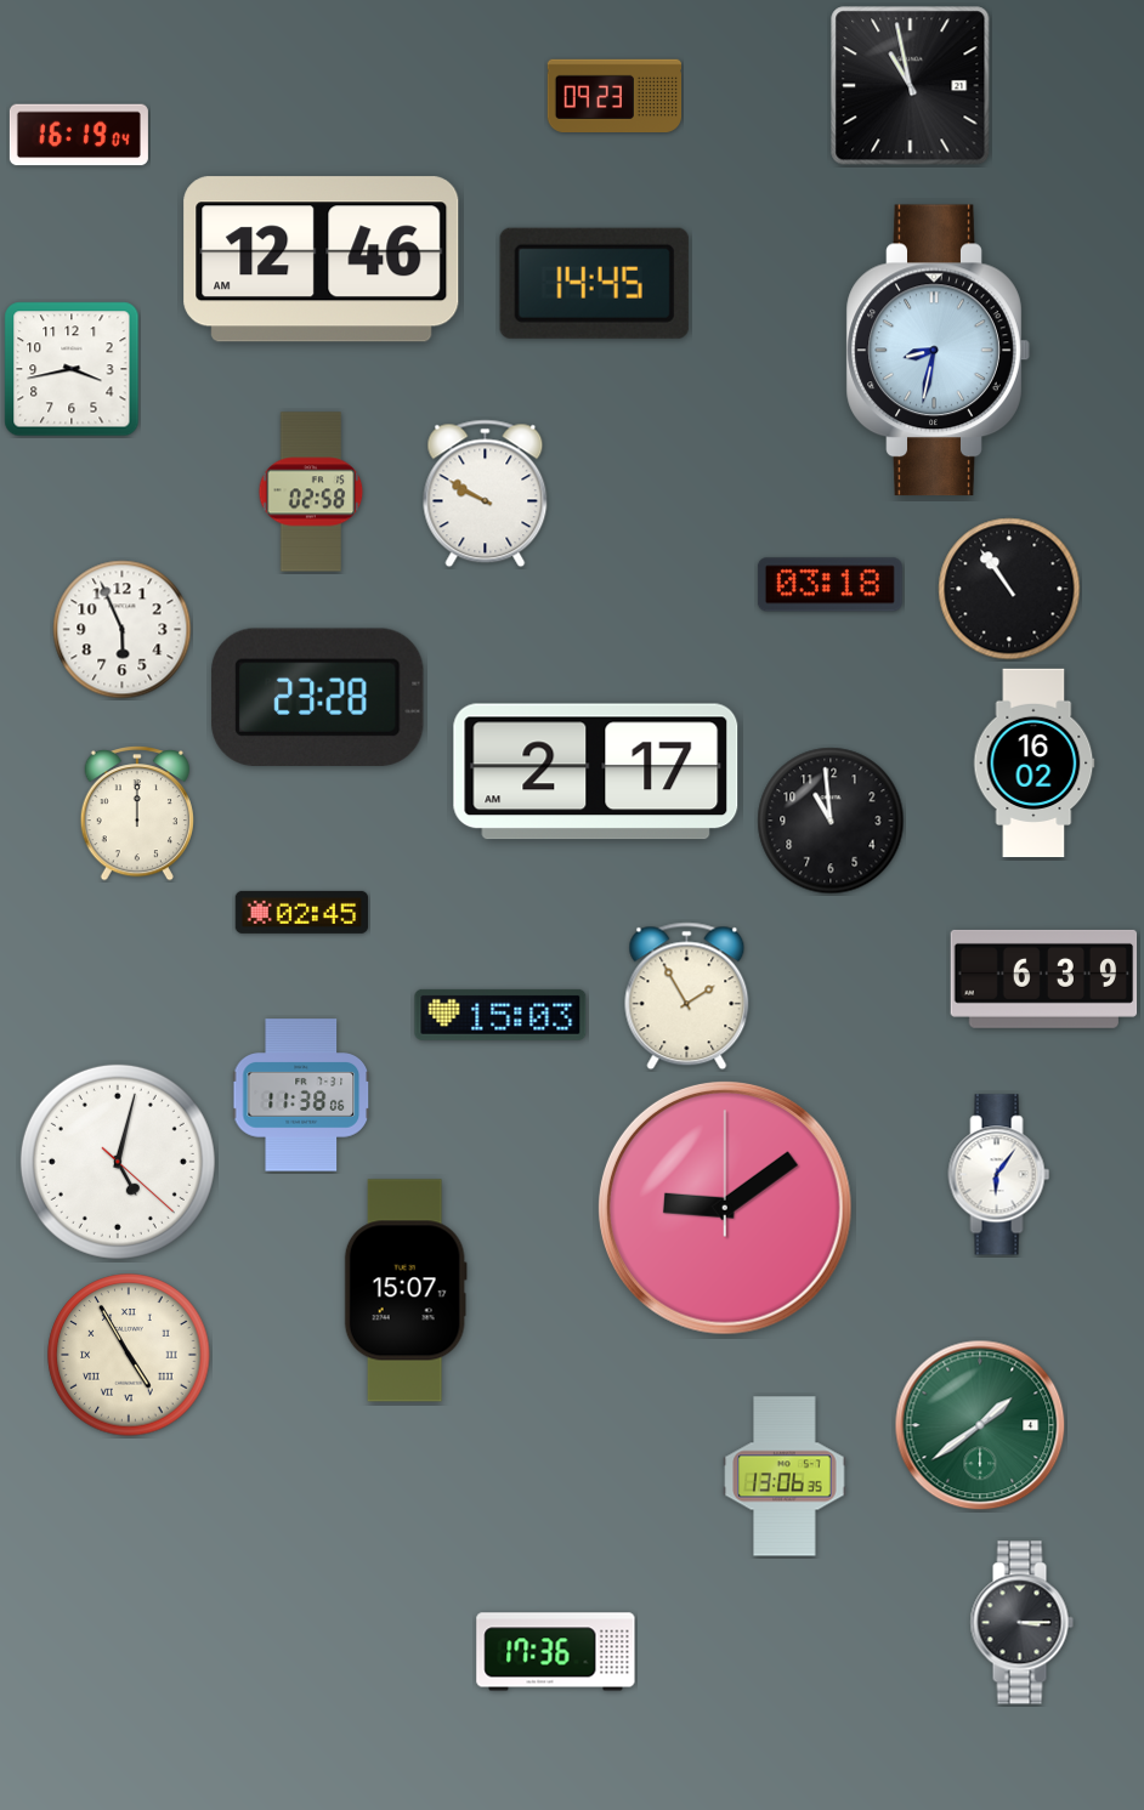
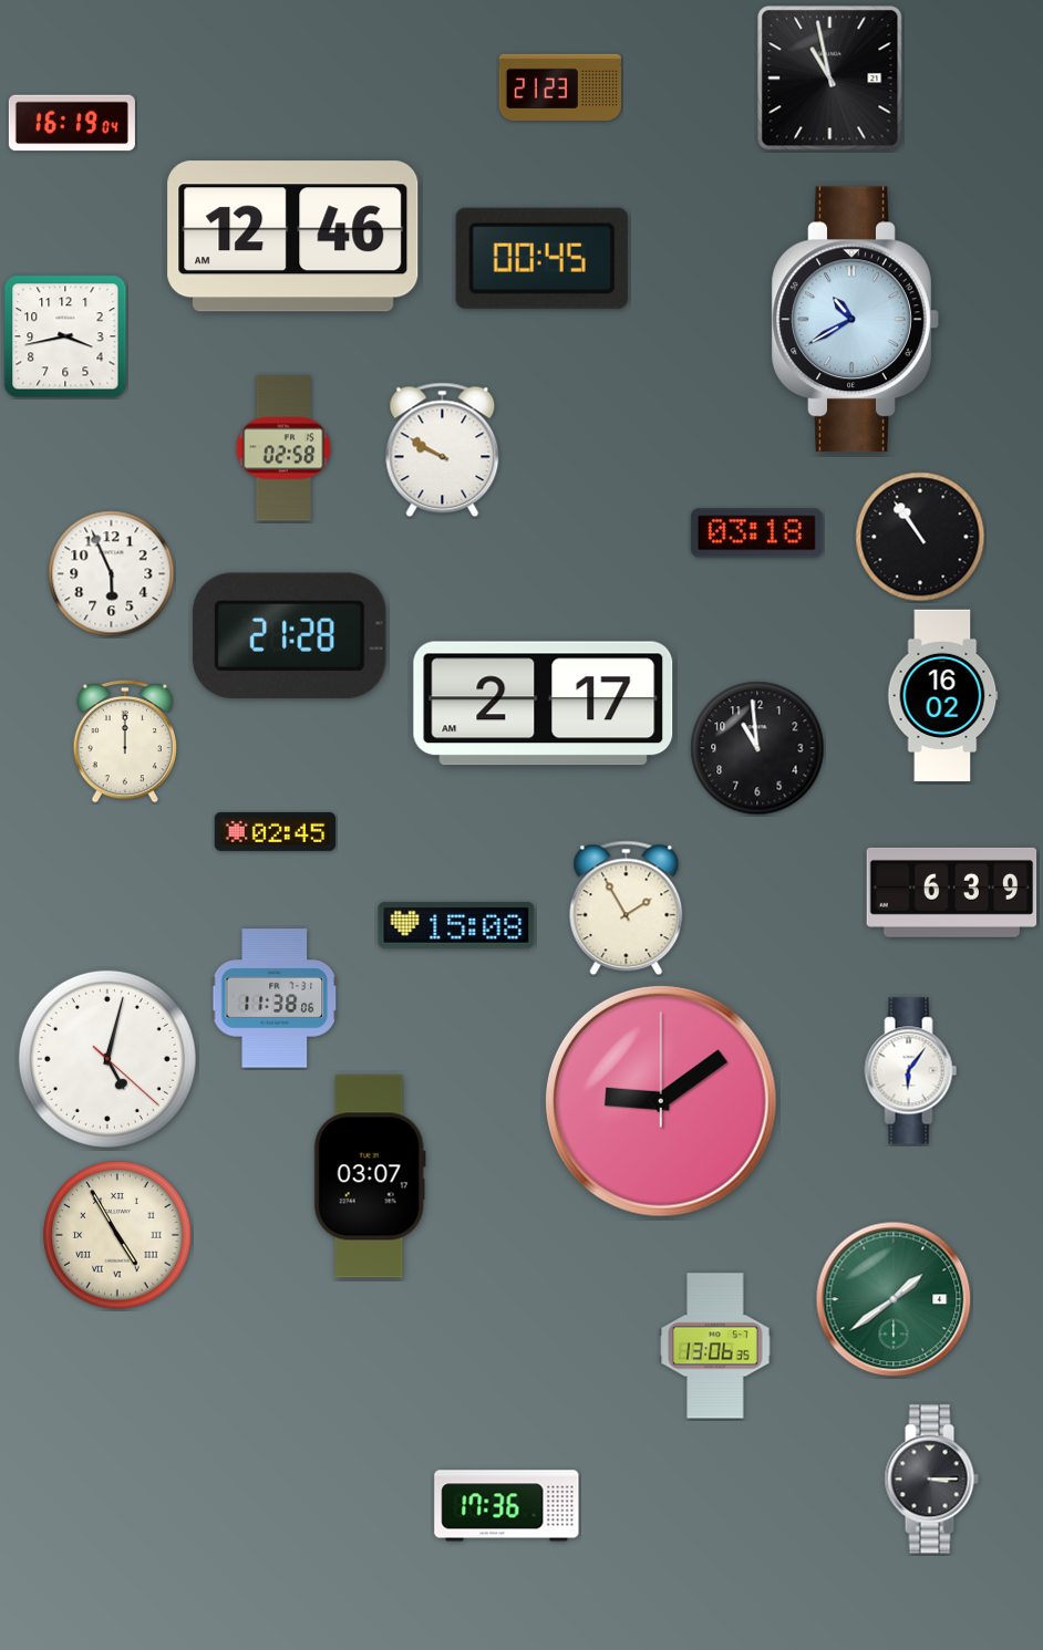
clock at (613, 95): 09:23 -> 21:23
clock at (594, 283): 14:45 -> 00:45
clock at (938, 351): 8:32 -> 10:40
clock at (318, 697): 23:28 -> 21:28
clock at (500, 1015): 15:03 -> 15:08
clock at (406, 1290): 15:07 -> 03:07
